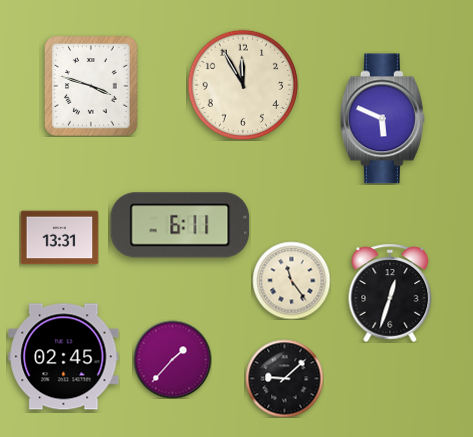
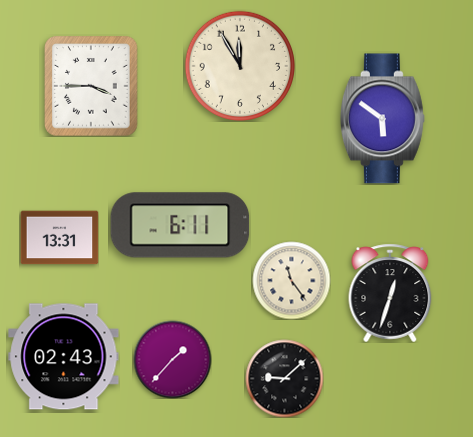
clock at (242, 84) position: (242, 84) -> (239, 65)
clock at (91, 86): 3:48 -> 3:45
clock at (382, 119): 5:49 -> 5:51
clock at (64, 357): 02:45 -> 02:43
